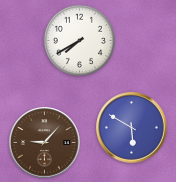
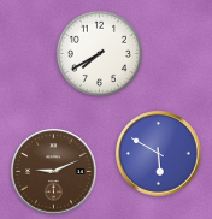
clock at (79, 40) position: (79, 40) -> (99, 53)
clock at (45, 143): 9:07 -> 9:11
